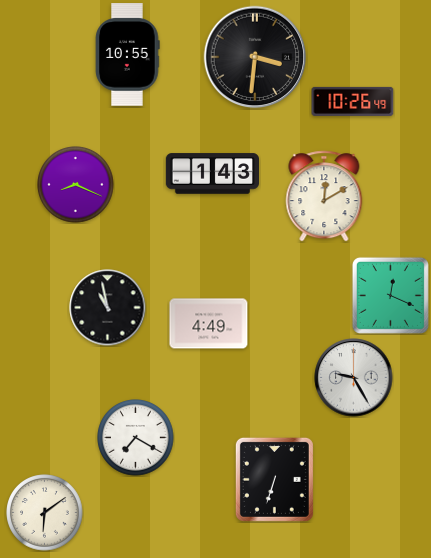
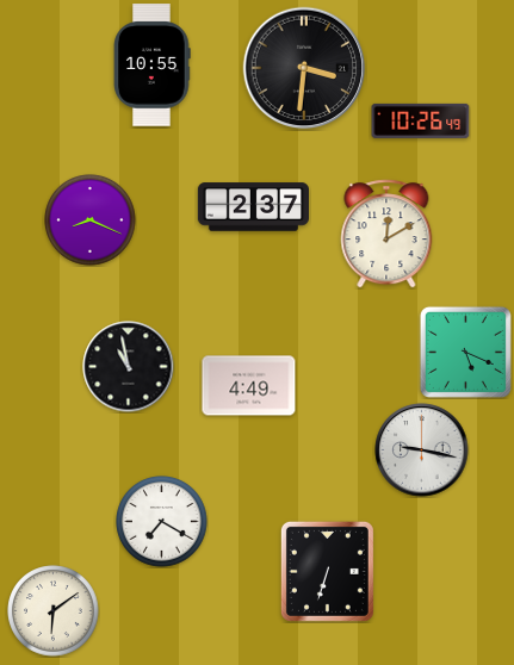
clock at (212, 174): 1:43 -> 2:37
clock at (390, 295): 12:19 -> 5:19
clock at (354, 378): 9:25 -> 9:17
